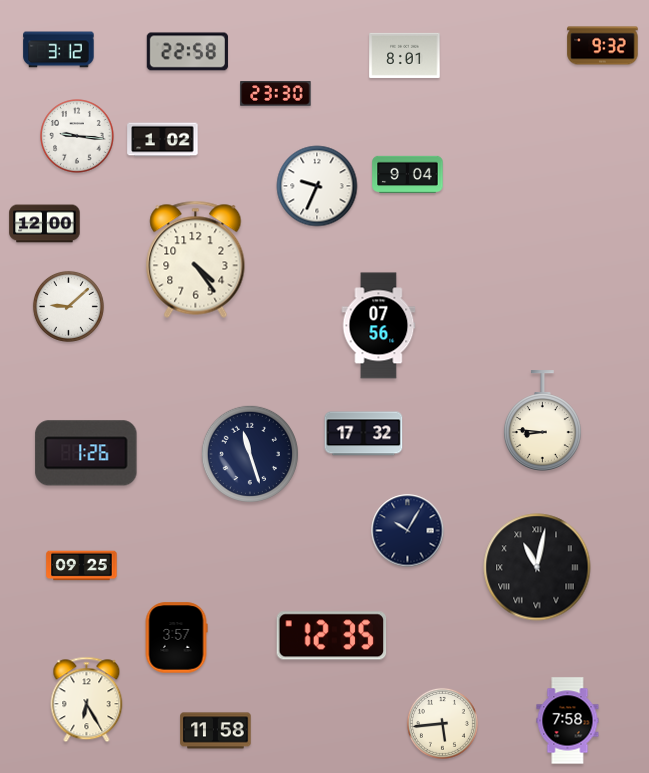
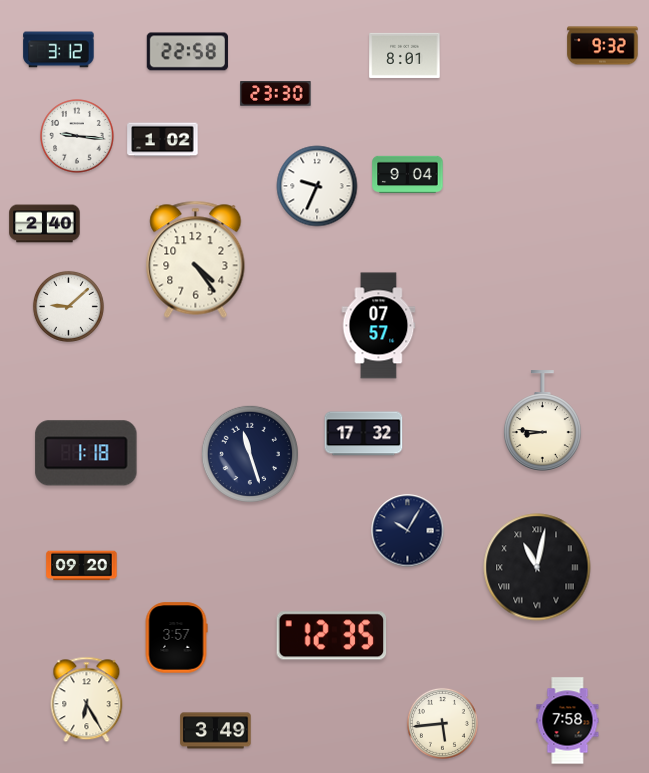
clock at (45, 224): 12:00 -> 2:40
clock at (379, 326): 07:56 -> 07:57
clock at (86, 453): 1:26 -> 1:18
clock at (82, 566): 09:25 -> 09:20
clock at (216, 731): 11:58 -> 3:49
